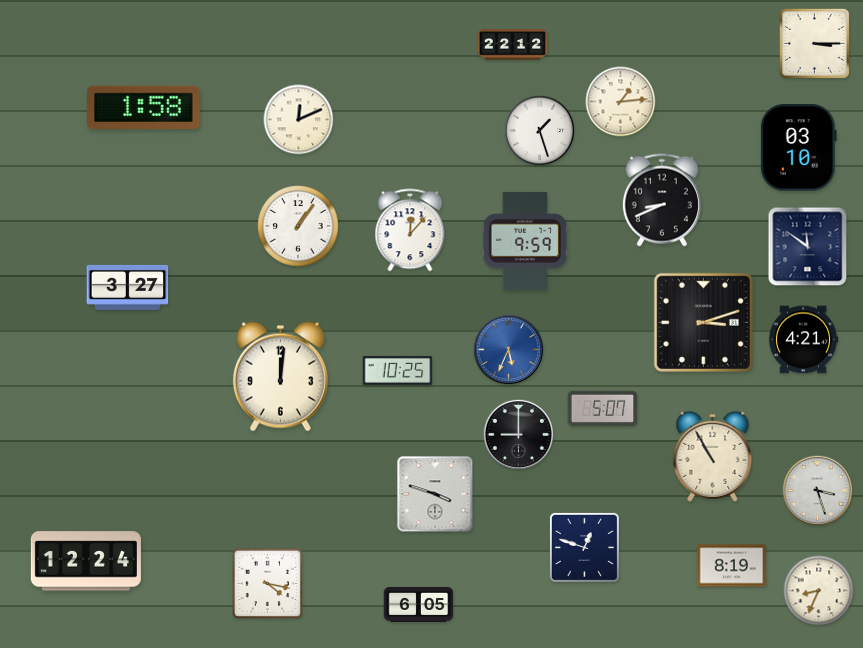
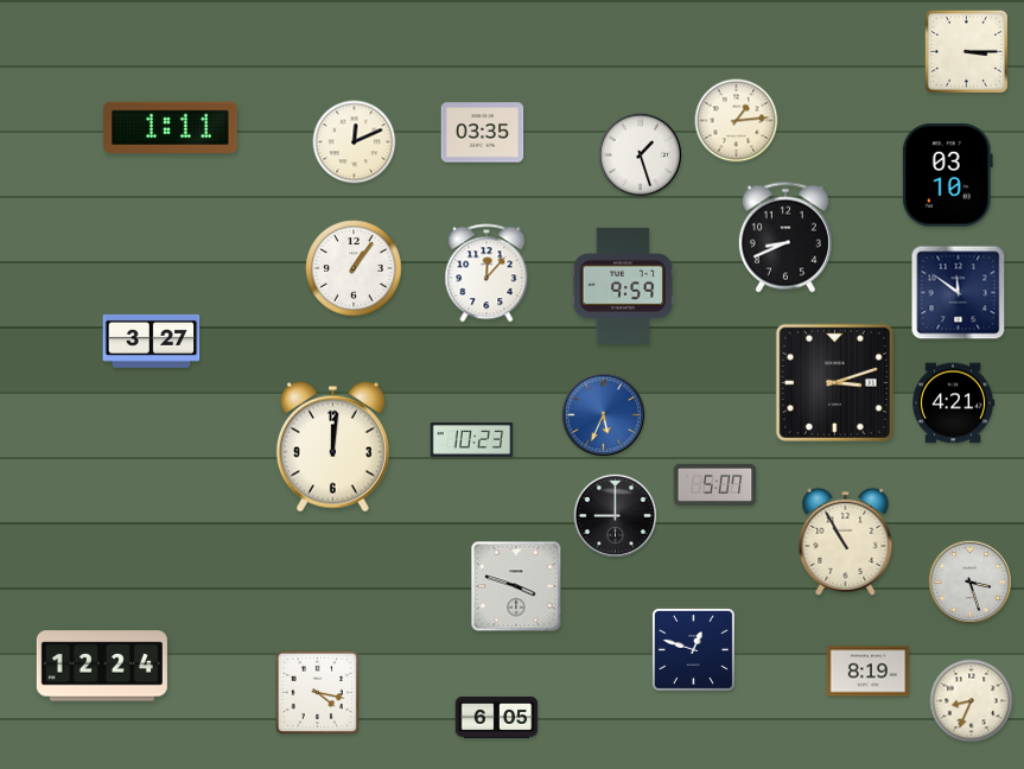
clock at (513, 45): 22:12 -> none
clock at (144, 108): 1:58 -> 1:11
clock at (483, 133): none -> 03:35
clock at (398, 371): 10:25 -> 10:23
